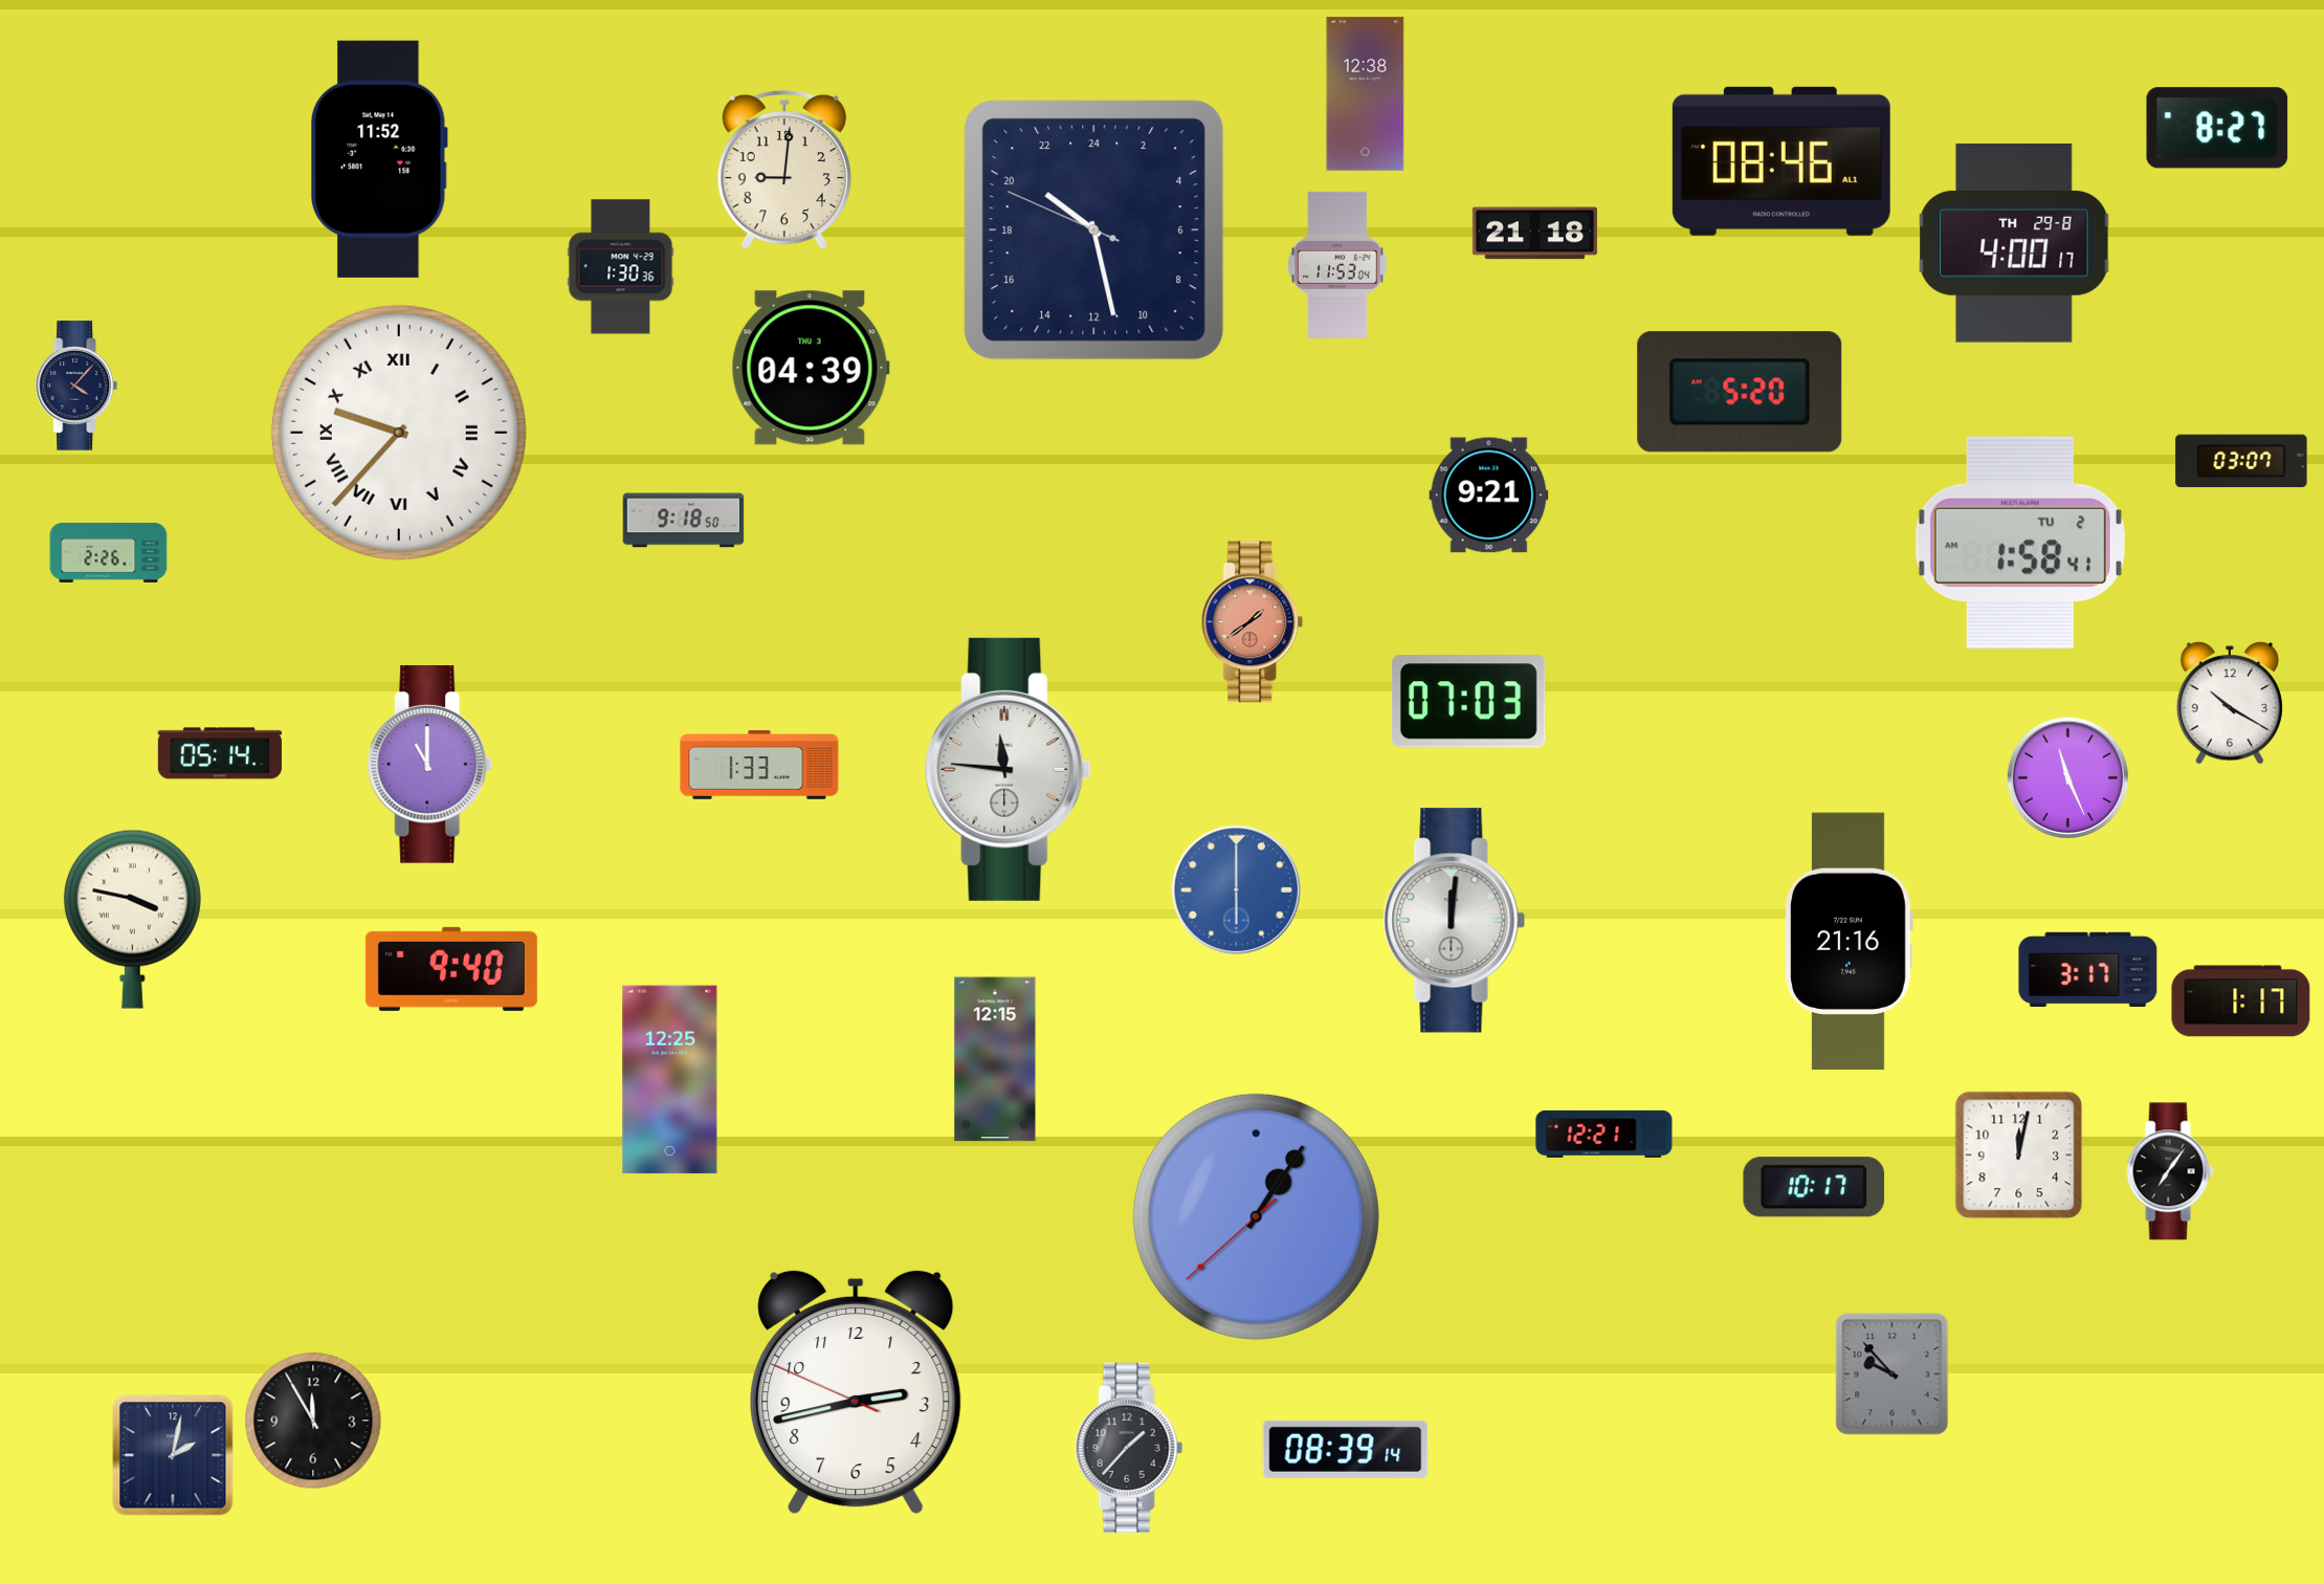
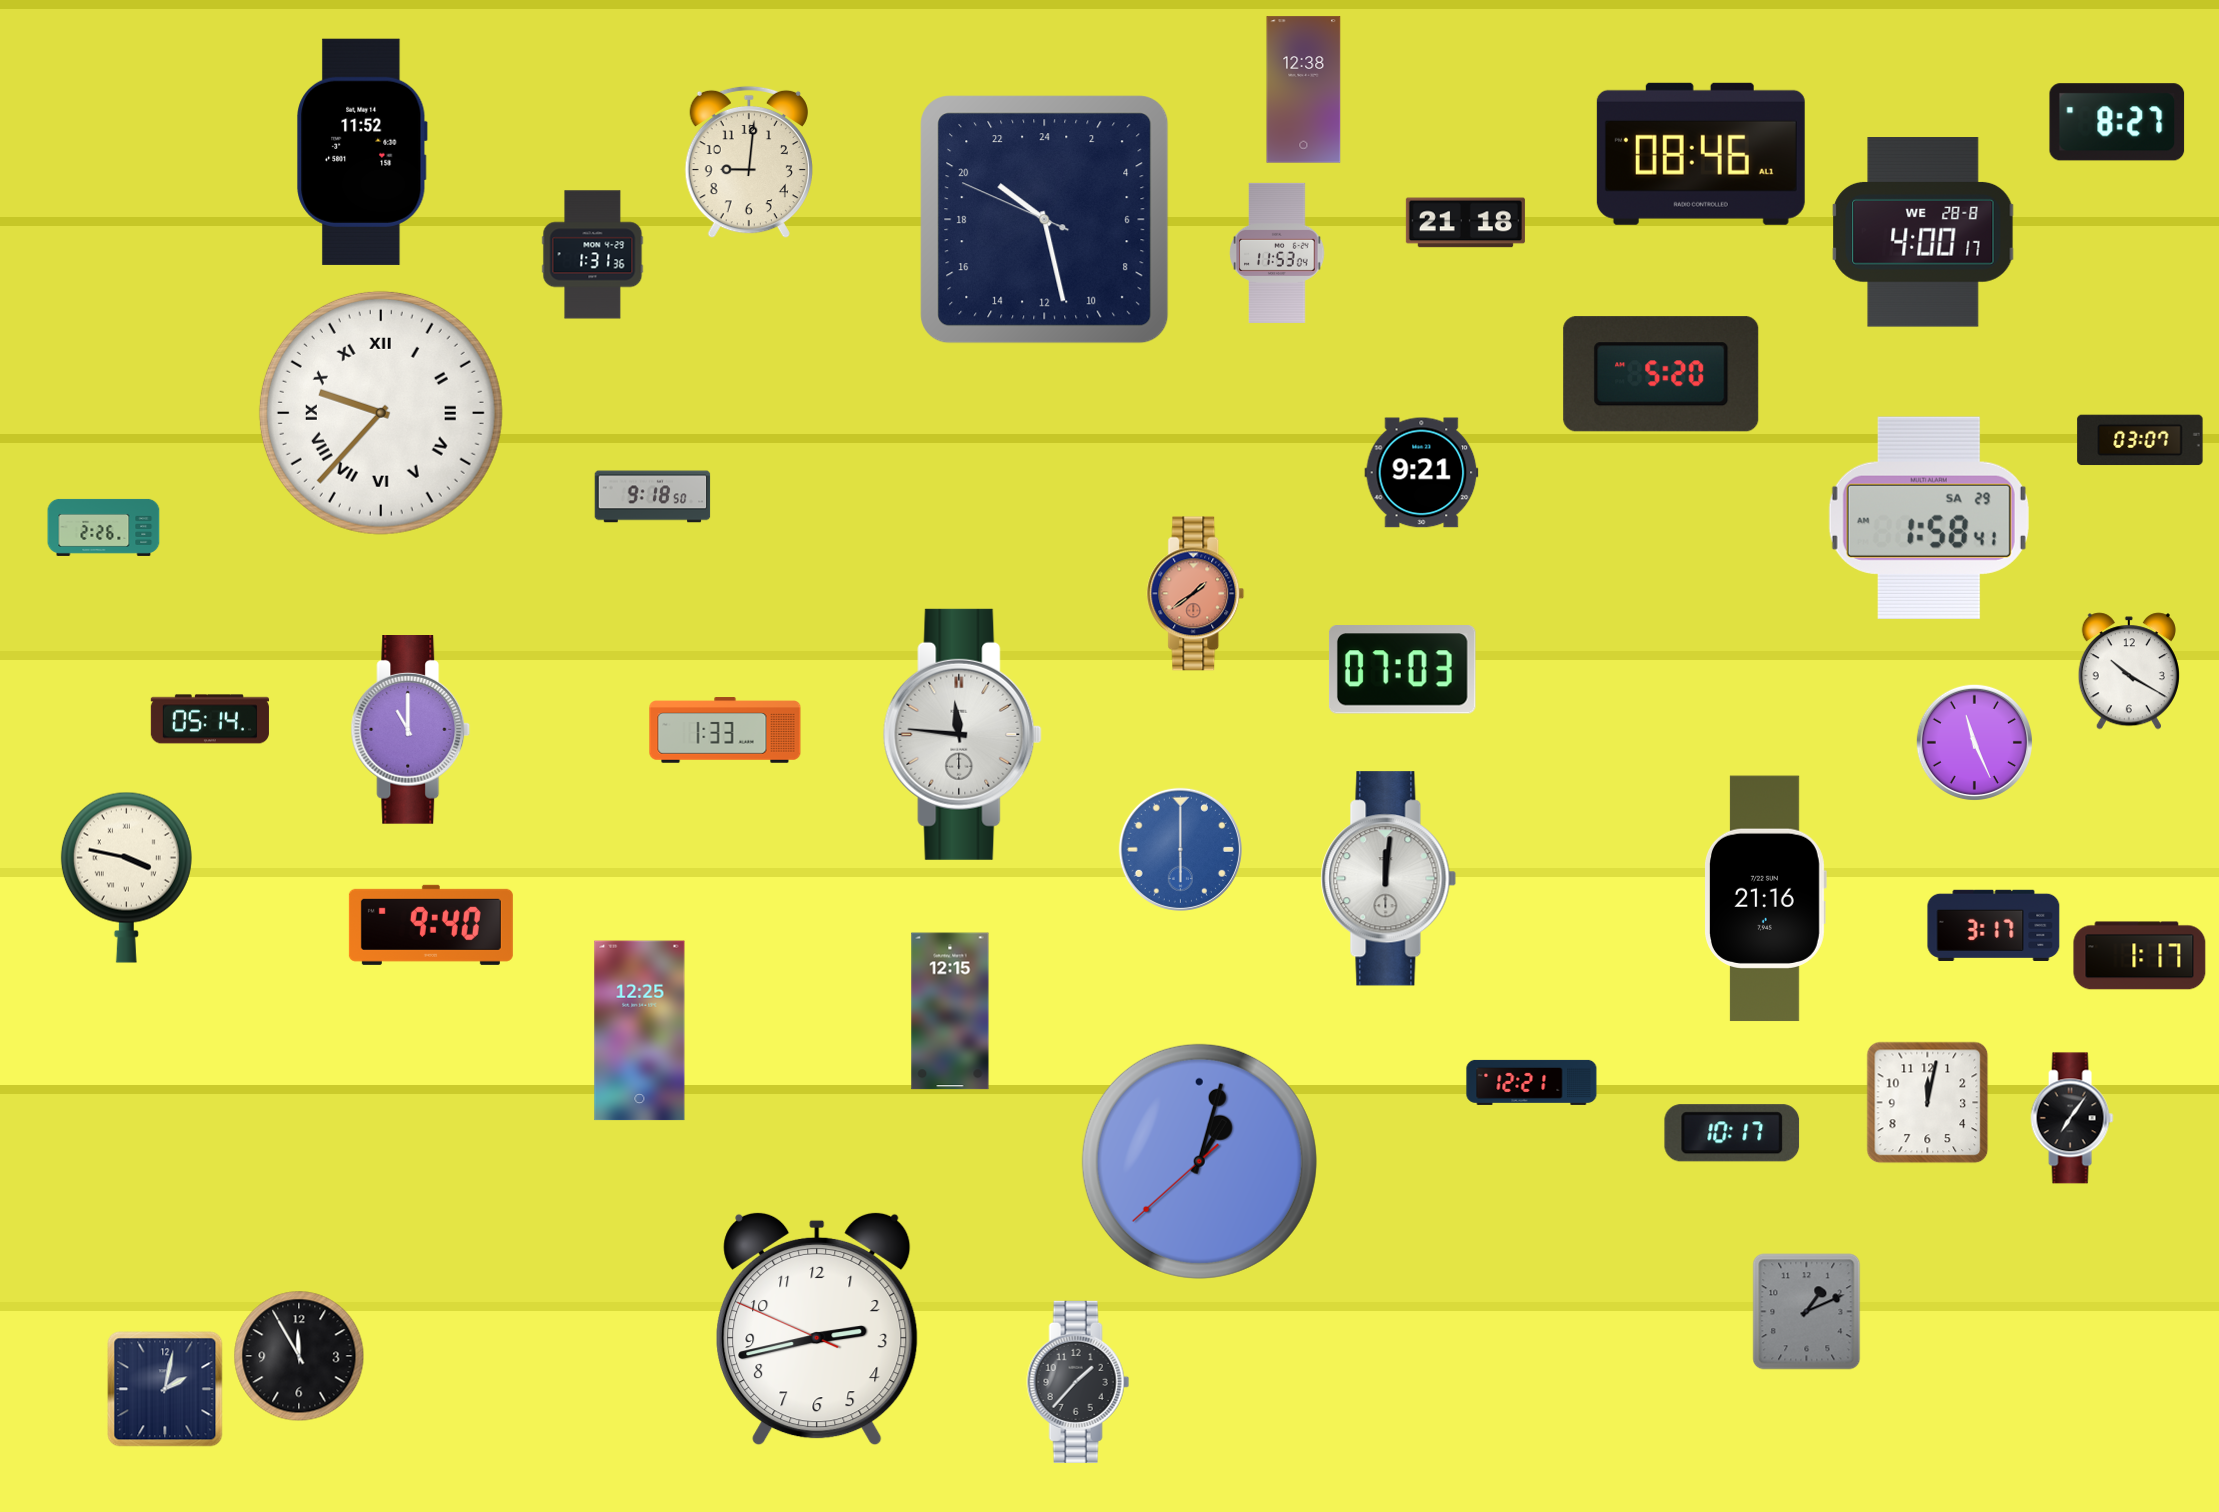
clock at (2014, 243) date: TH 29-8 -> WE 28-8
clock at (621, 267): 1:30 -> 1:31
clock at (811, 368): 04:39 -> none
clock at (76, 386): 4:07 -> none
clock at (2020, 543) date: TU 2 -> SA 29
clock at (1256, 1216): 1:05 -> 1:02
clock at (1893, 1374): 9:53 -> 1:11
clock at (1346, 1449): 08:39 -> none
